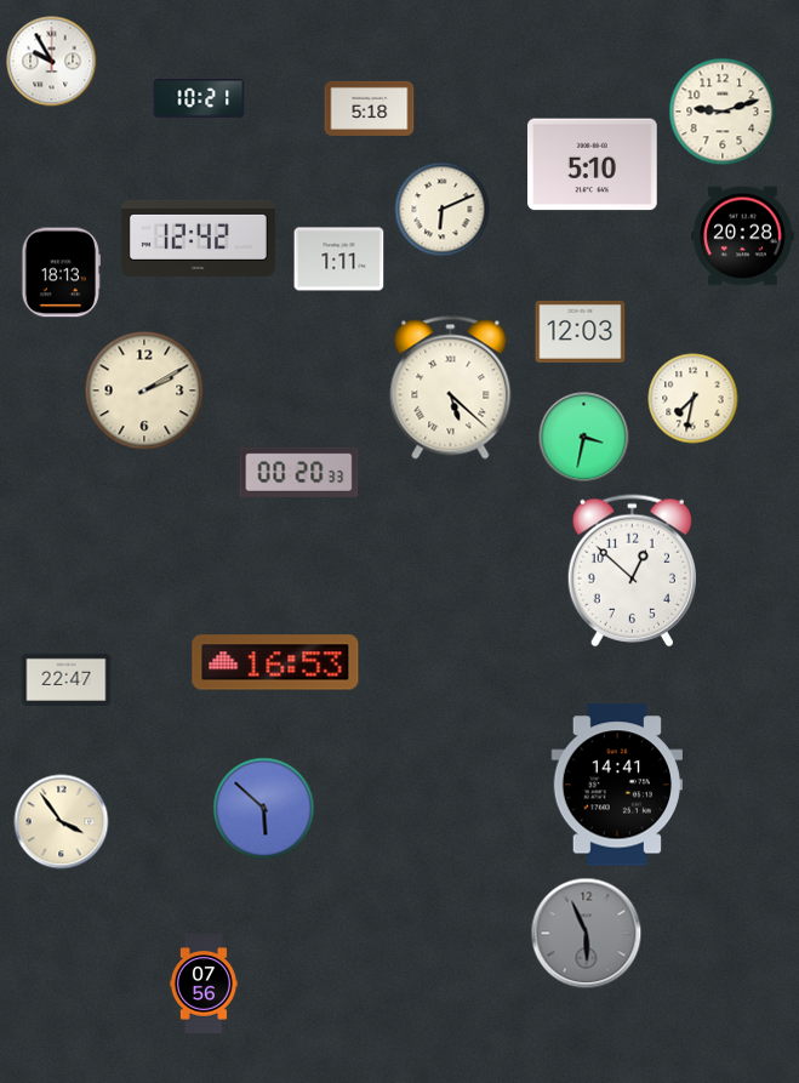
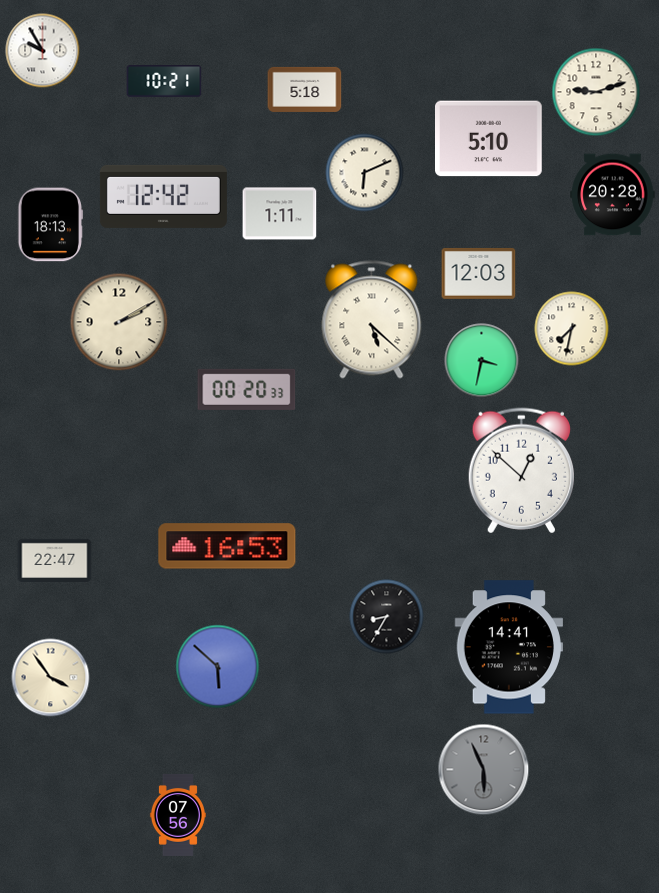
clock at (593, 165) position: (593, 165) -> (489, 139)
clock at (387, 617): none -> 8:35
clock at (204, 984) position: (204, 984) -> (178, 815)
